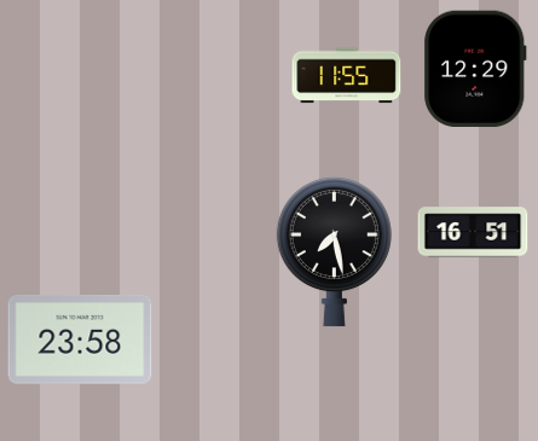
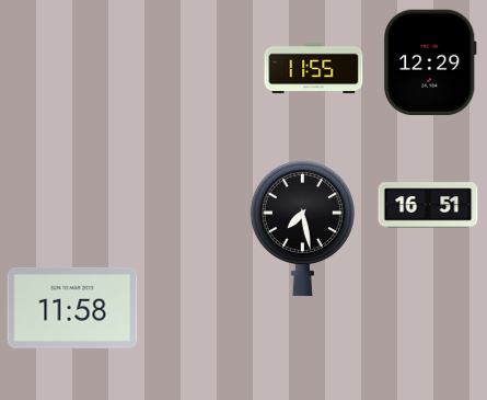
clock at (473, 232) position: (473, 232) -> (428, 205)
clock at (80, 340): 23:58 -> 11:58
